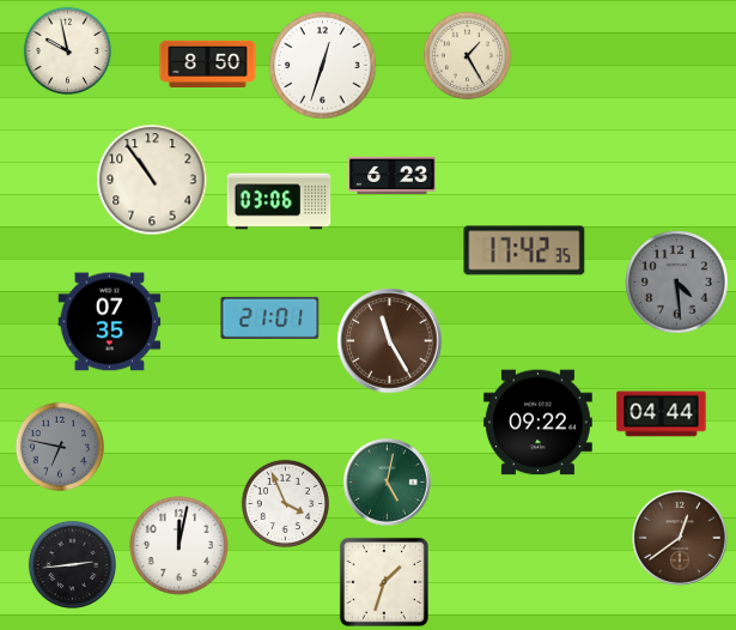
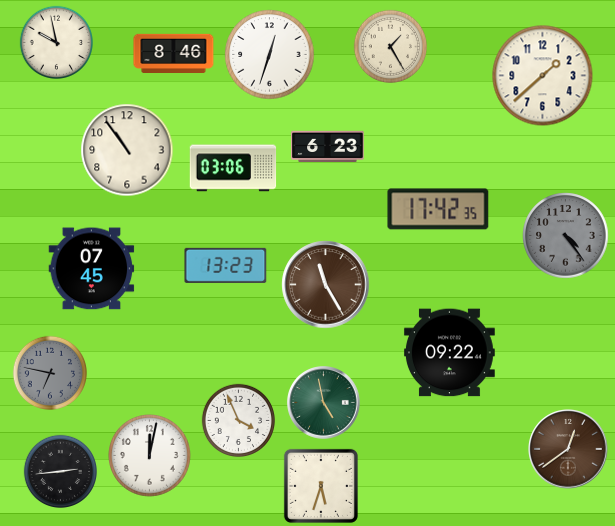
clock at (208, 63): 8:50 -> 8:46
clock at (543, 76): none -> 1:38
clock at (677, 283): 4:29 -> 4:24
clock at (270, 317): 21:01 -> 13:23
clock at (110, 322): 07:35 -> 07:45
clock at (662, 414): 04:44 -> none
clock at (388, 483): 5:02 -> 4:58
clock at (384, 582): 1:33 -> 5:33
